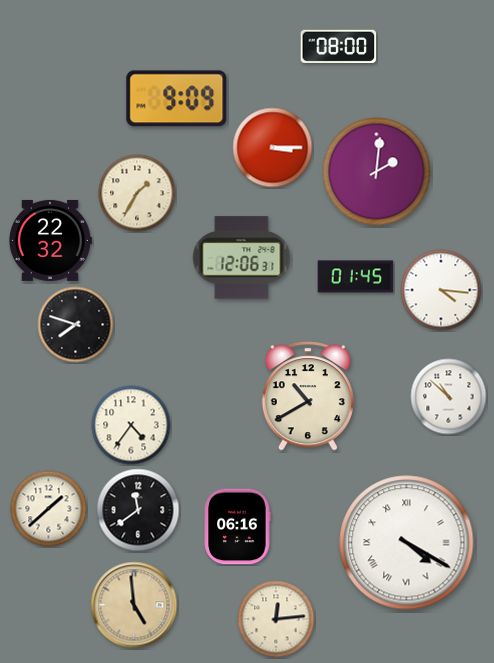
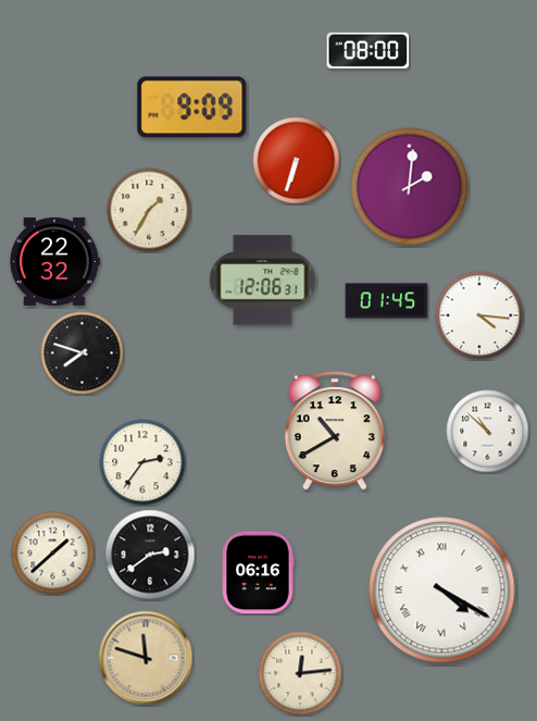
clock at (273, 148): 3:15 -> 6:33
clock at (131, 425): 4:36 -> 2:36
clock at (138, 510): 11:39 -> 2:39
clock at (134, 605): 4:59 -> 11:48
